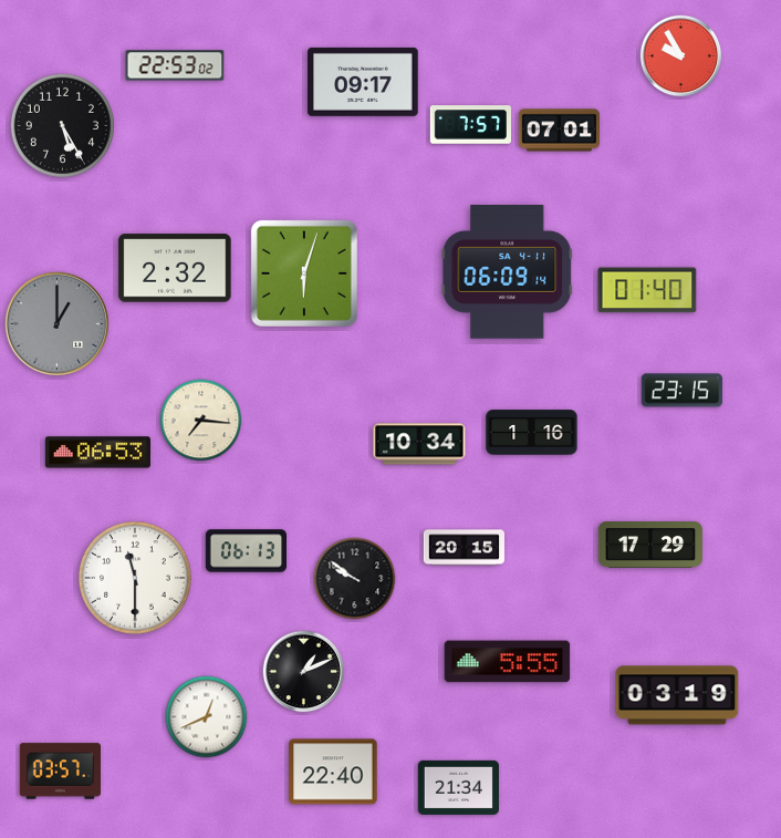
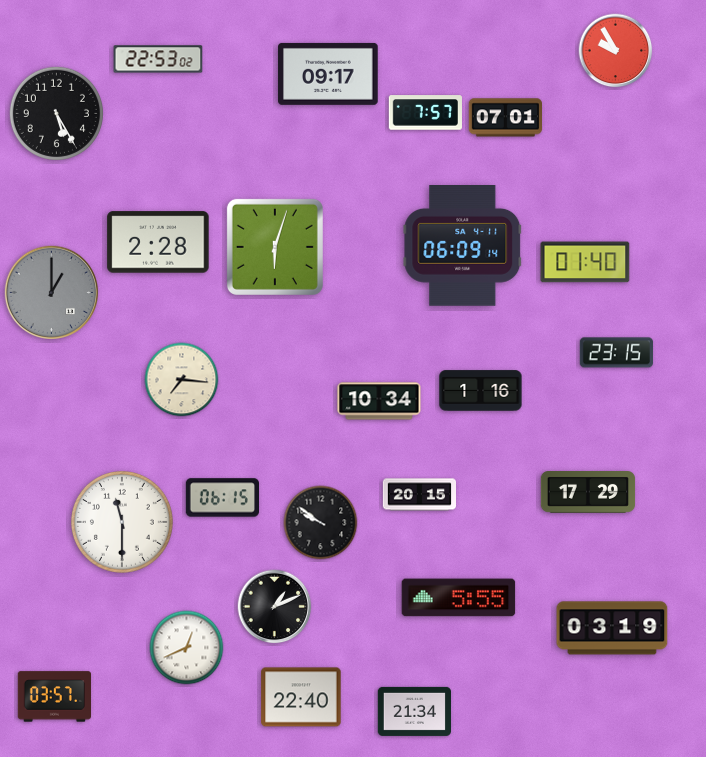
clock at (175, 268): 2:32 -> 2:28
clock at (508, 272) position: (508, 272) -> (463, 246)
clock at (97, 453): 06:53 -> none
clock at (246, 551): 06:13 -> 06:15
